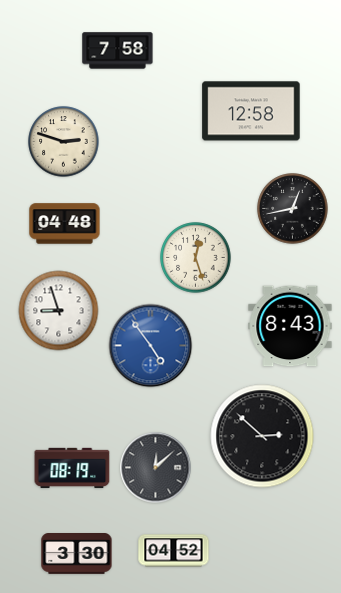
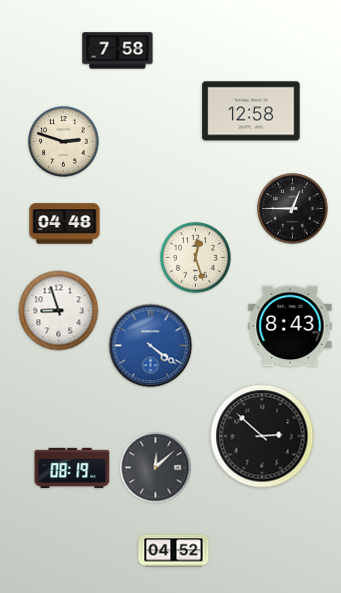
clock at (293, 209): 12:43 -> 12:45
clock at (151, 346): 4:54 -> 4:21
clock at (77, 554): 3:30 -> none
